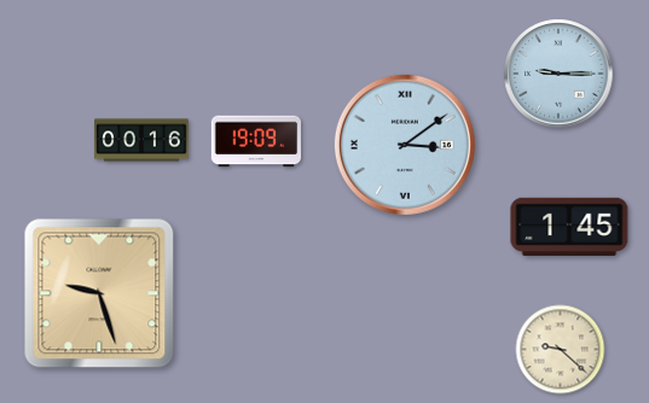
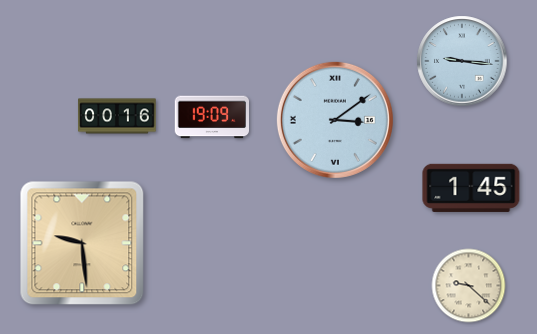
clock at (558, 74): 9:15 -> 9:16
clock at (99, 293): 9:27 -> 9:29
clock at (561, 350) position: (561, 350) -> (469, 286)
